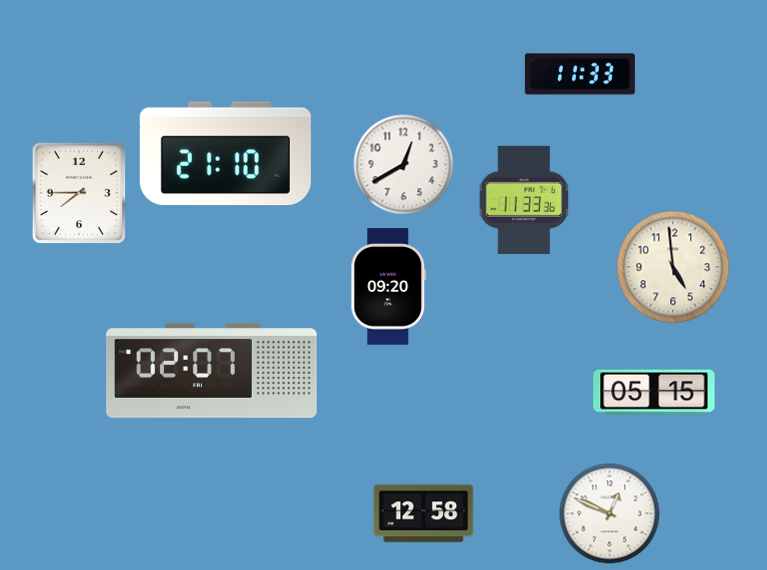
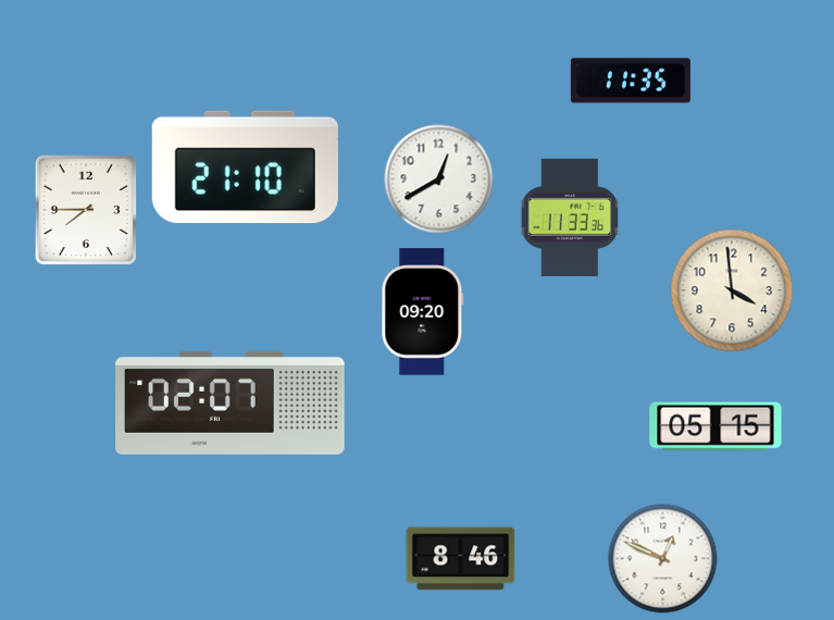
clock at (580, 74): 11:33 -> 11:35
clock at (673, 267): 4:59 -> 3:59
clock at (654, 392) position: (654, 392) -> (715, 426)
clock at (424, 514): 12:58 -> 8:46
